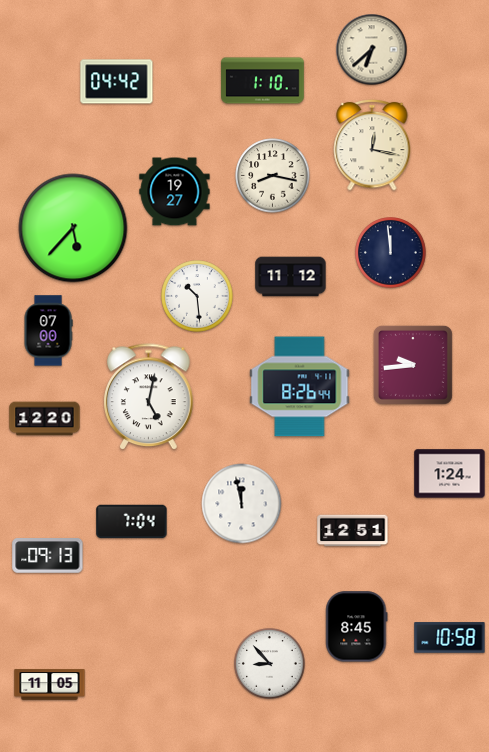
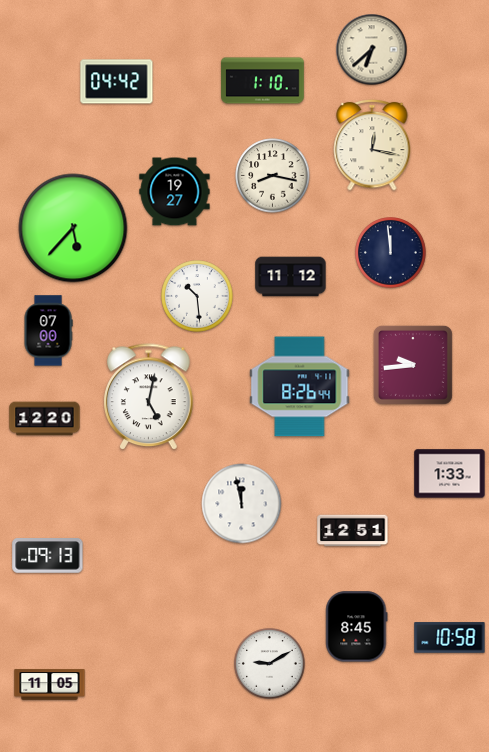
clock at (450, 474): 1:24 -> 1:33
clock at (132, 522): 7:04 -> none
clock at (270, 664): 8:53 -> 9:10
